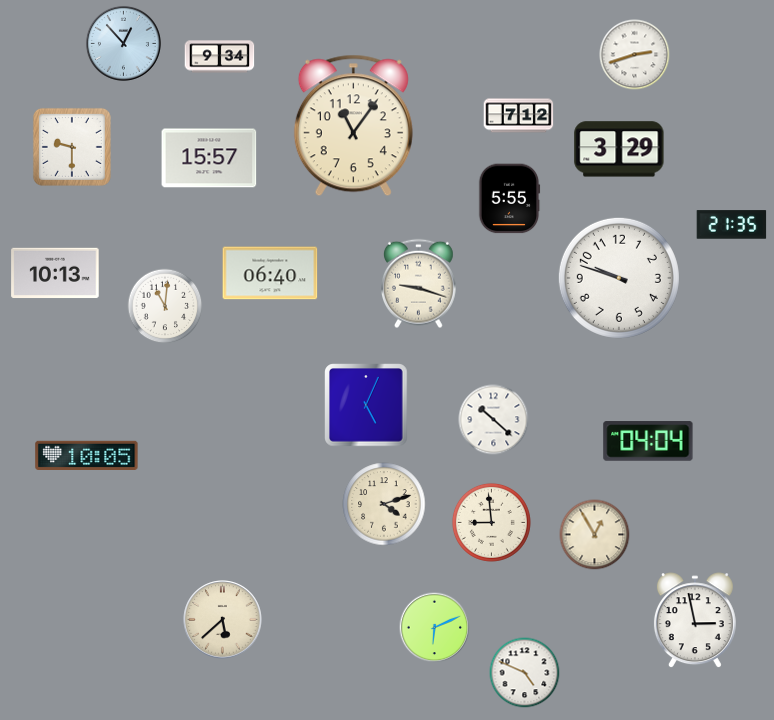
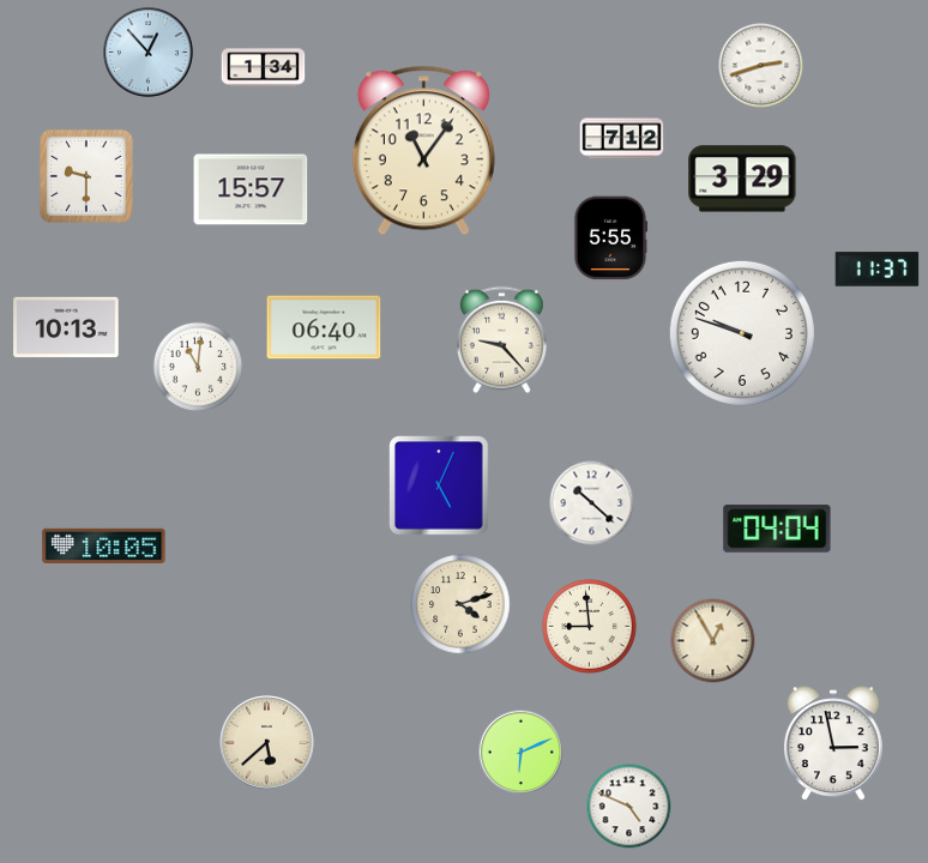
clock at (220, 57): 9:34 -> 1:34
clock at (732, 225): 21:35 -> 11:37
clock at (419, 284): 9:18 -> 9:23
